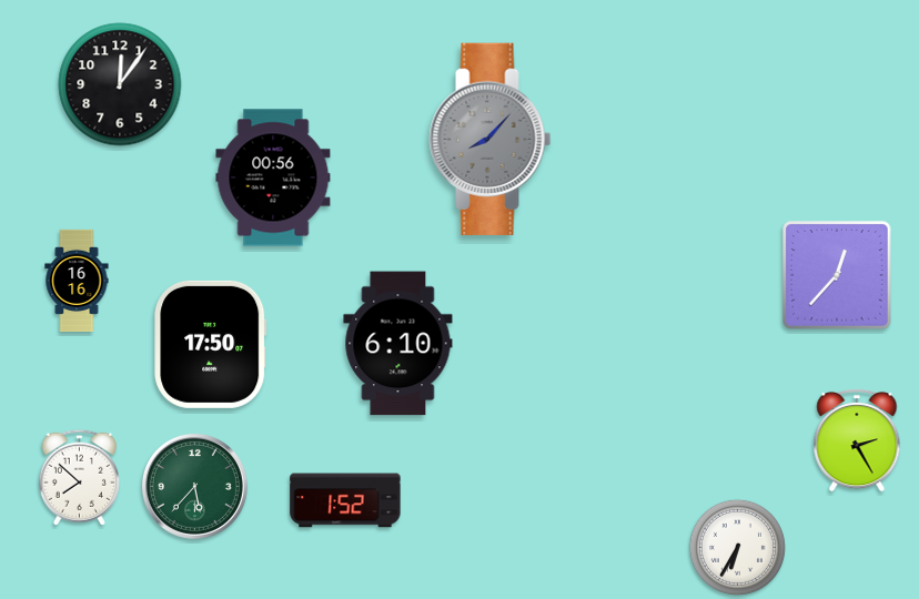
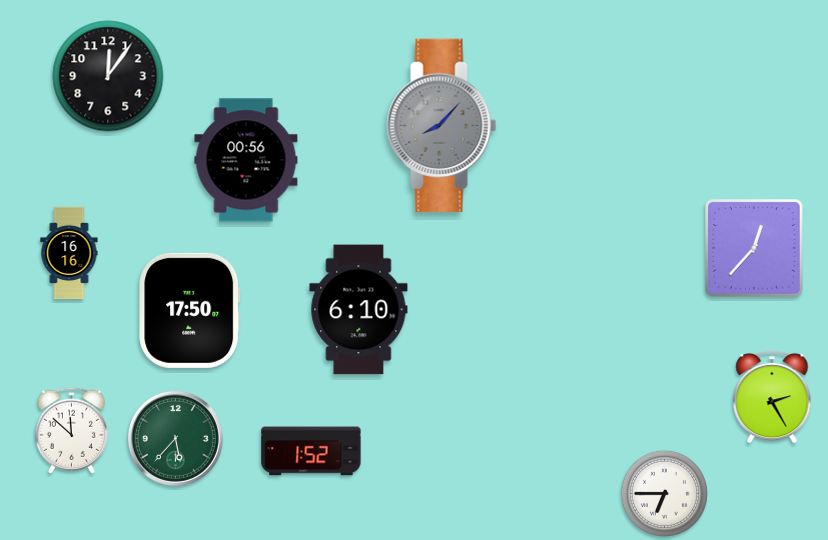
clock at (79, 477): 7:52 -> 11:52
clock at (737, 547): 6:35 -> 6:45
